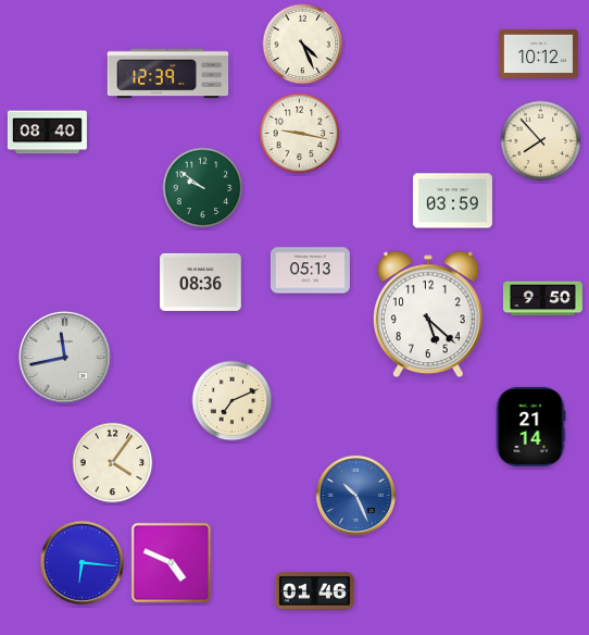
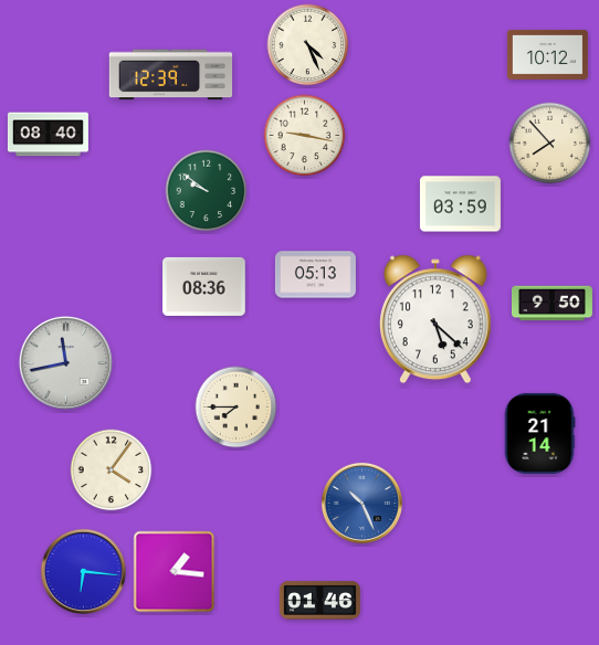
clock at (233, 401): 7:11 -> 7:45
clock at (113, 463) position: (113, 463) -> (112, 470)
clock at (172, 563): 4:49 -> 1:16
